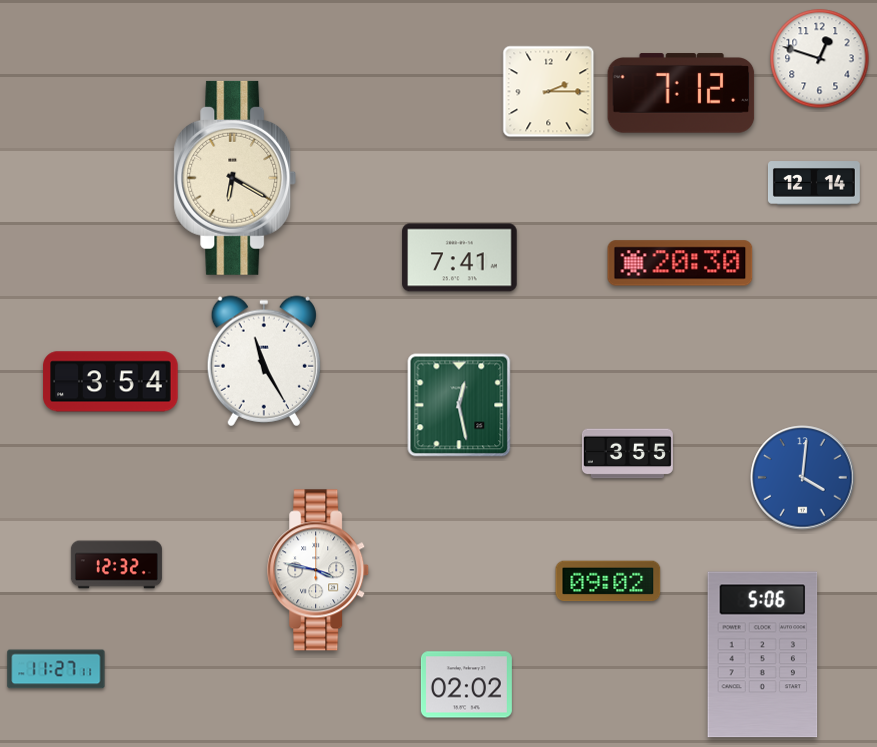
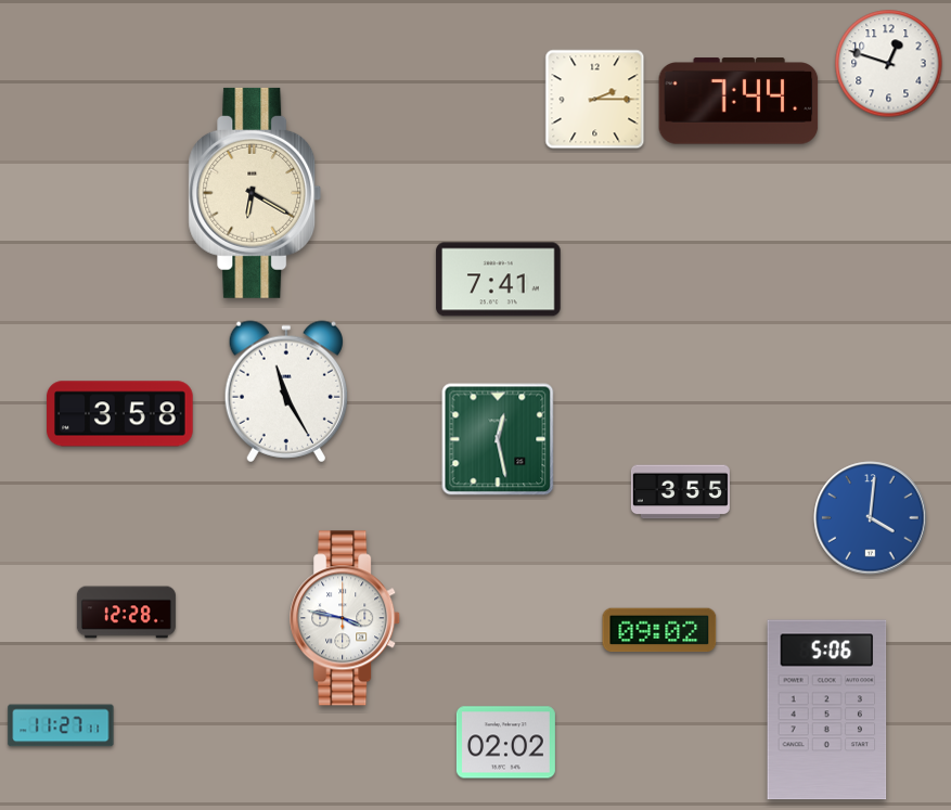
clock at (681, 93): 7:12 -> 7:44
clock at (814, 183): 12:14 -> none
clock at (680, 263): 20:30 -> none
clock at (111, 382): 3:54 -> 3:58
clock at (116, 565): 12:32 -> 12:28
